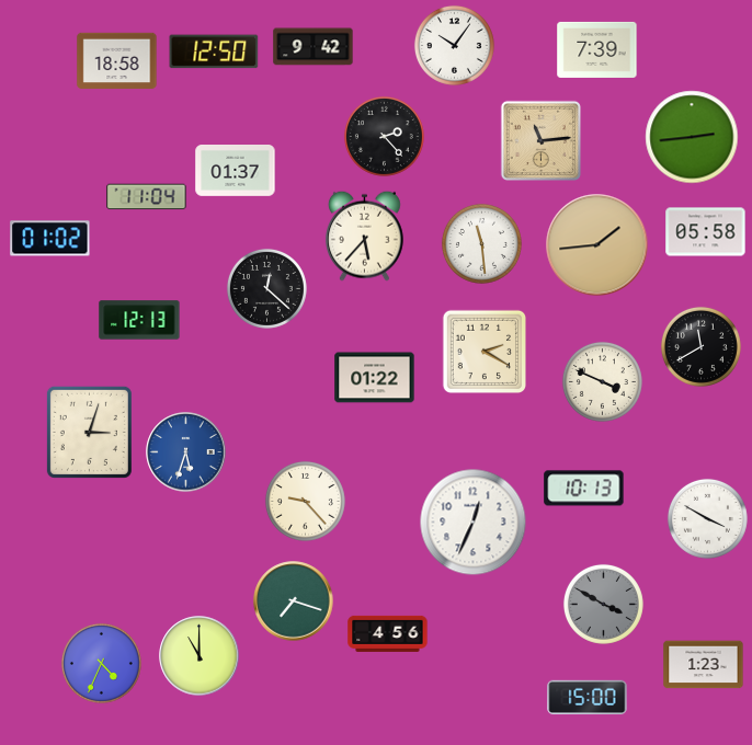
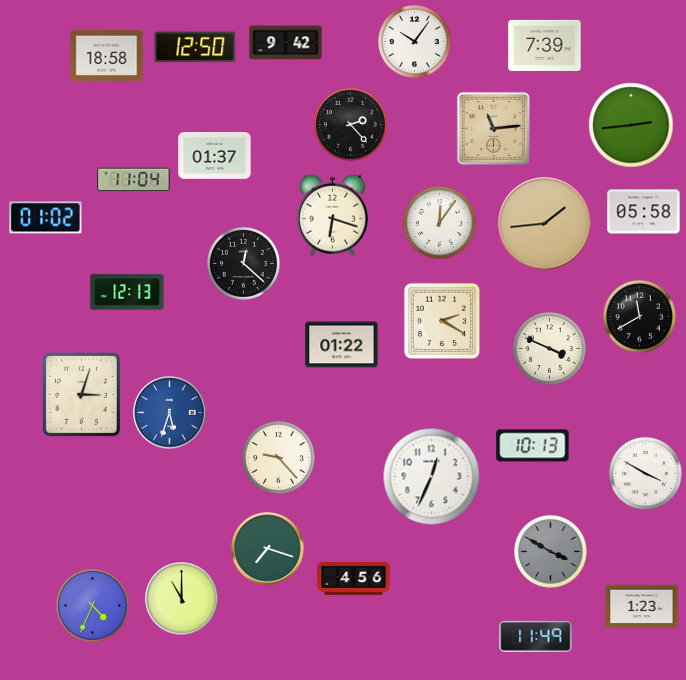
clock at (364, 236): 5:37 -> 6:18
clock at (481, 243): 11:29 -> 12:06
clock at (588, 698): 15:00 -> 11:49
